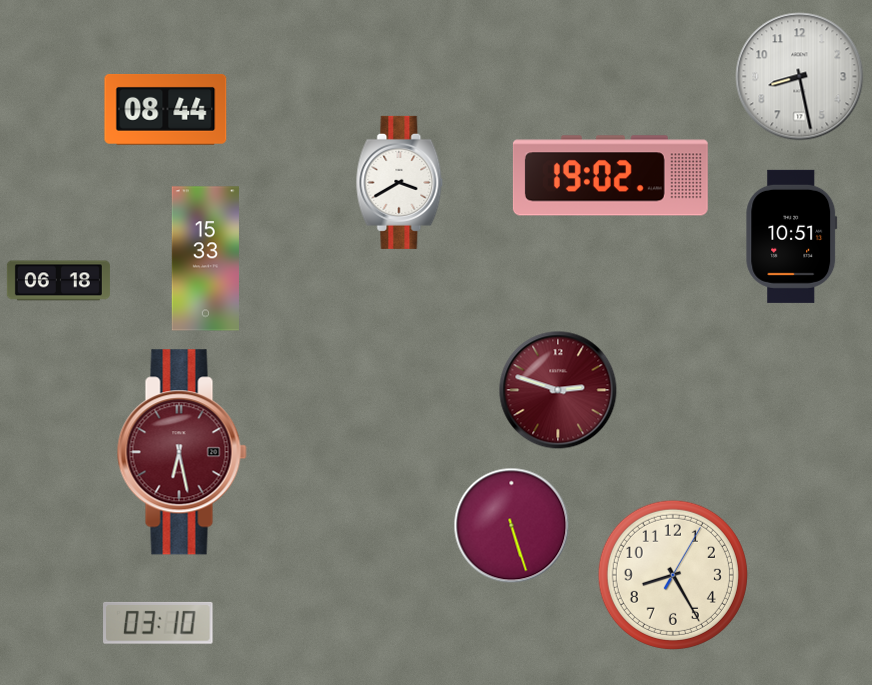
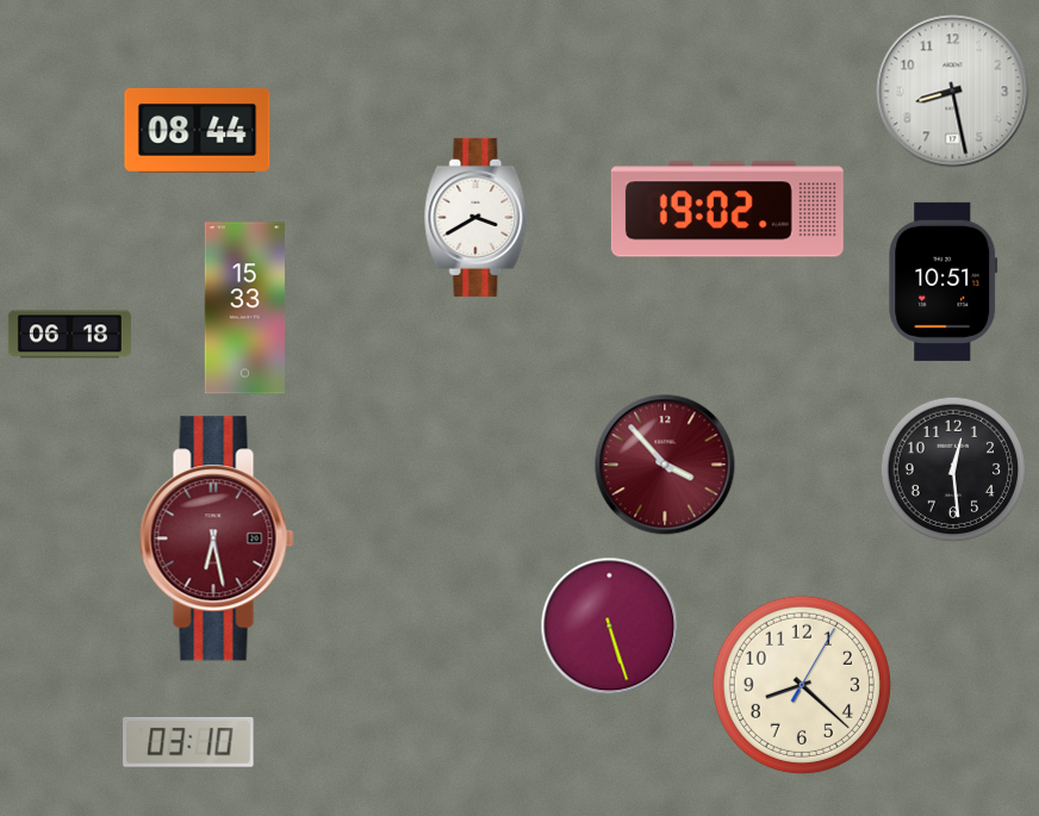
clock at (558, 390): 2:48 -> 3:53
clock at (953, 469): none -> 12:29
clock at (673, 575): 8:25 -> 8:22
